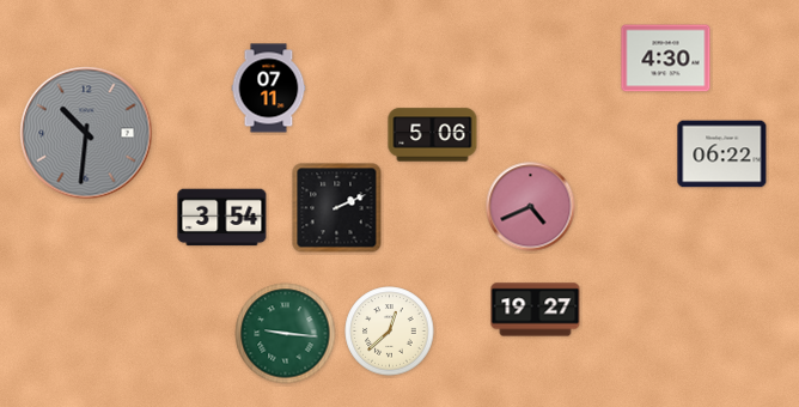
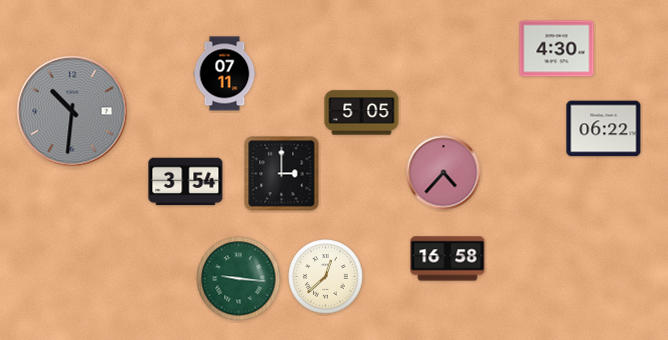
clock at (433, 135): 5:06 -> 5:05
clock at (531, 207): 4:41 -> 4:37
clock at (337, 208): 2:11 -> 3:00
clock at (536, 310): 19:27 -> 16:58
